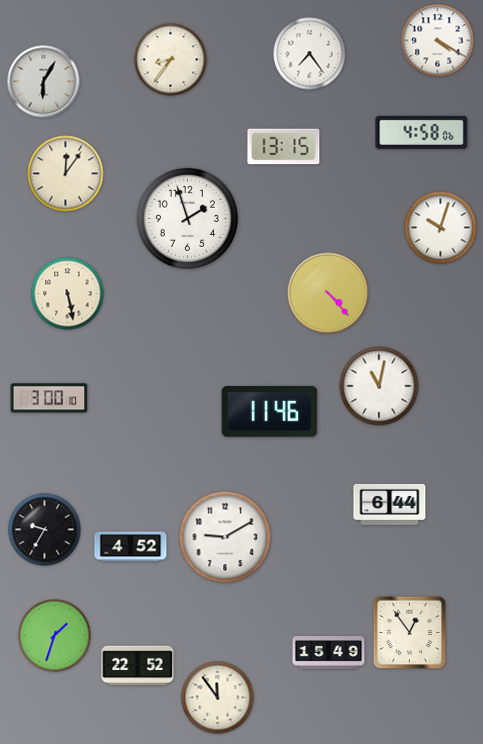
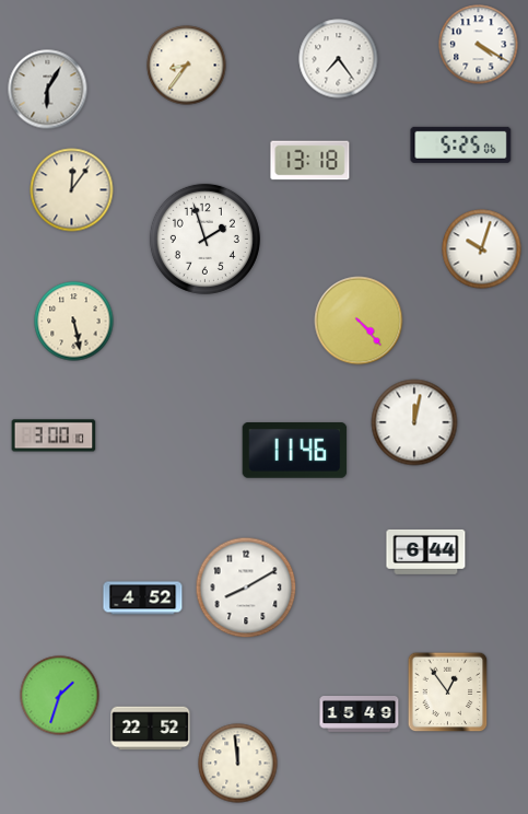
clock at (422, 132): 4:58 -> 5:25
clock at (284, 147): 13:15 -> 13:18
clock at (379, 386): 11:02 -> 12:02
clock at (45, 530): 9:35 -> none
clock at (225, 537): 9:10 -> 8:10
clock at (218, 698): 11:54 -> 11:59
